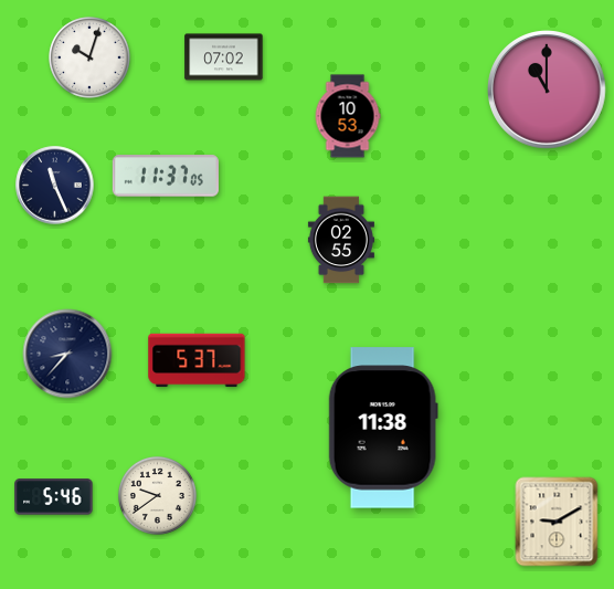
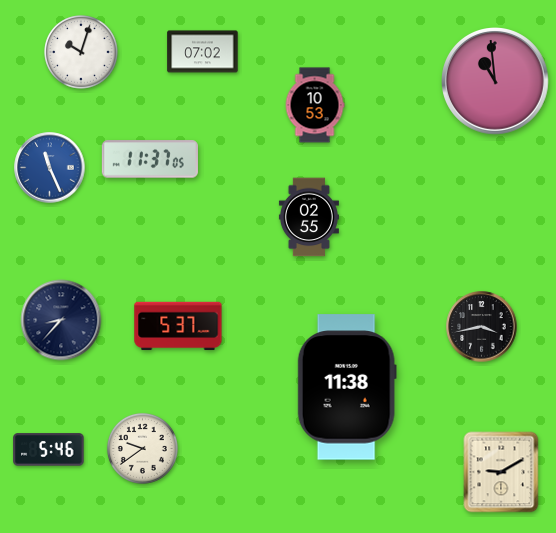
clock at (548, 91): 11:00 -> 10:59
clock at (55, 186) dial: navy -> blue
clock at (482, 327): none -> 3:43
clock at (557, 522) position: (557, 522) -> (501, 472)
